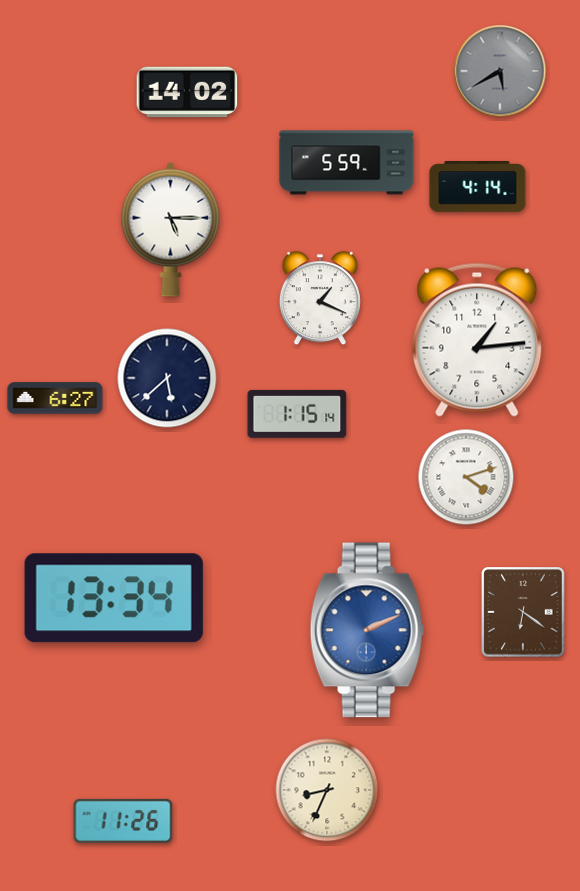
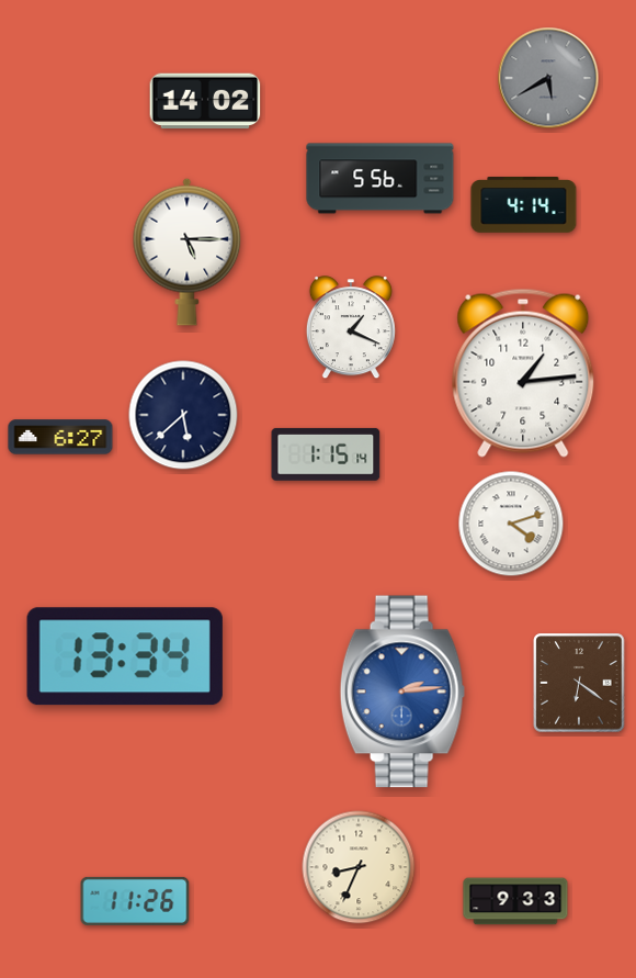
clock at (347, 163): 5:59 -> 5:56
clock at (523, 612) position: (523, 612) -> (579, 683)
clock at (367, 630): 2:11 -> 2:14
clock at (515, 901): none -> 9:33
